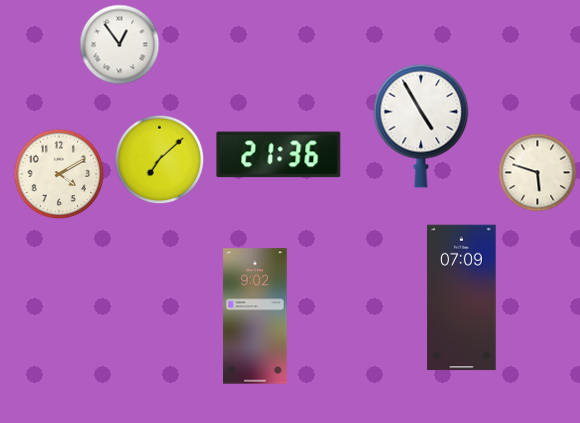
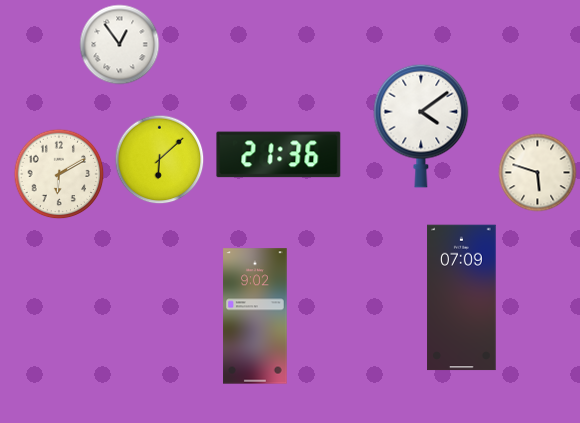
clock at (421, 126): 4:55 -> 4:09
clock at (160, 160): 7:08 -> 6:08
clock at (59, 174): 4:10 -> 6:10
